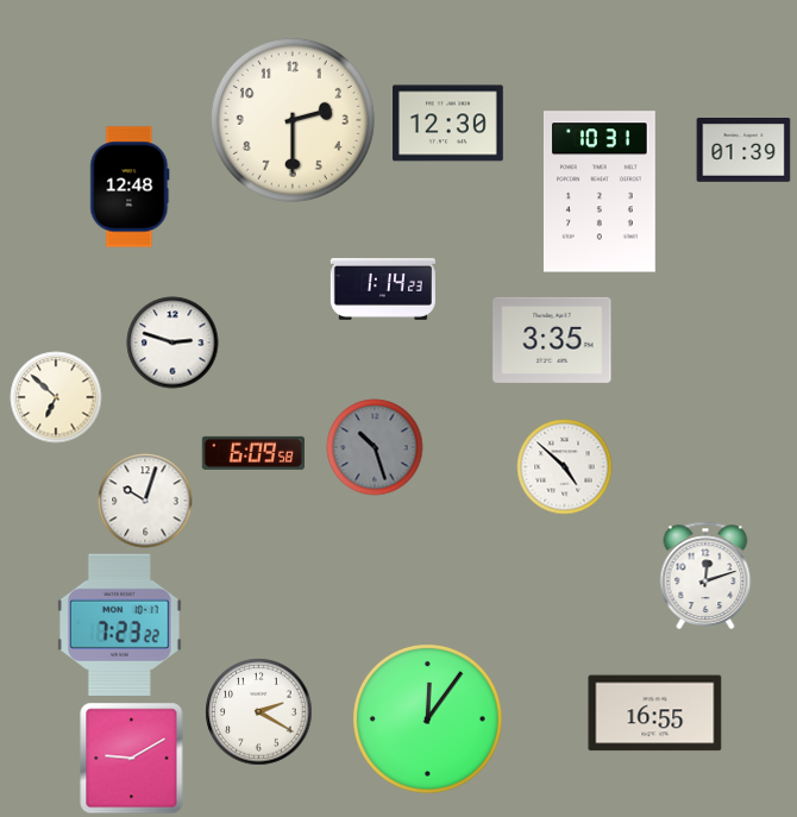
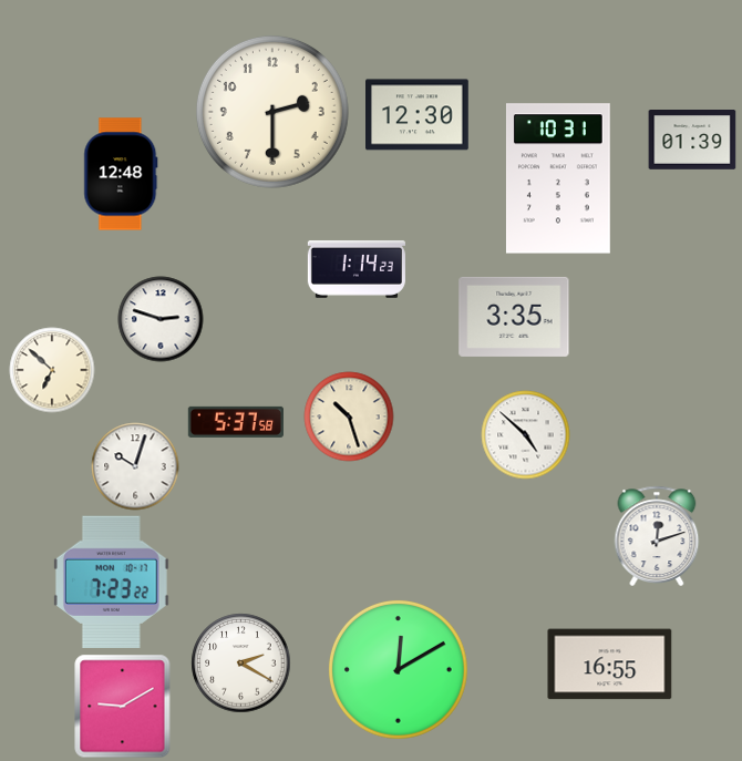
clock at (375, 447) dial: grey -> cream
clock at (253, 453): 6:09 -> 5:37
clock at (428, 719): 12:06 -> 12:10
